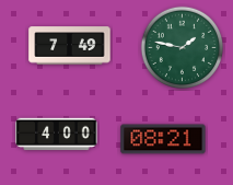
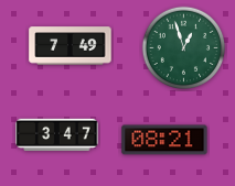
clock at (183, 48): 1:47 -> 12:57
clock at (57, 135): 4:00 -> 3:47
